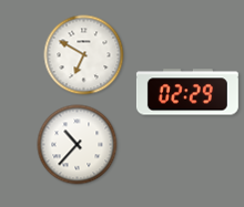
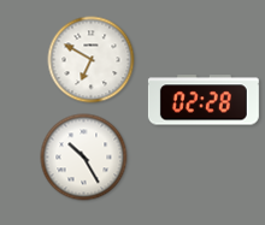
clock at (187, 92): 02:29 -> 02:28
clock at (78, 145): 10:37 -> 10:25
